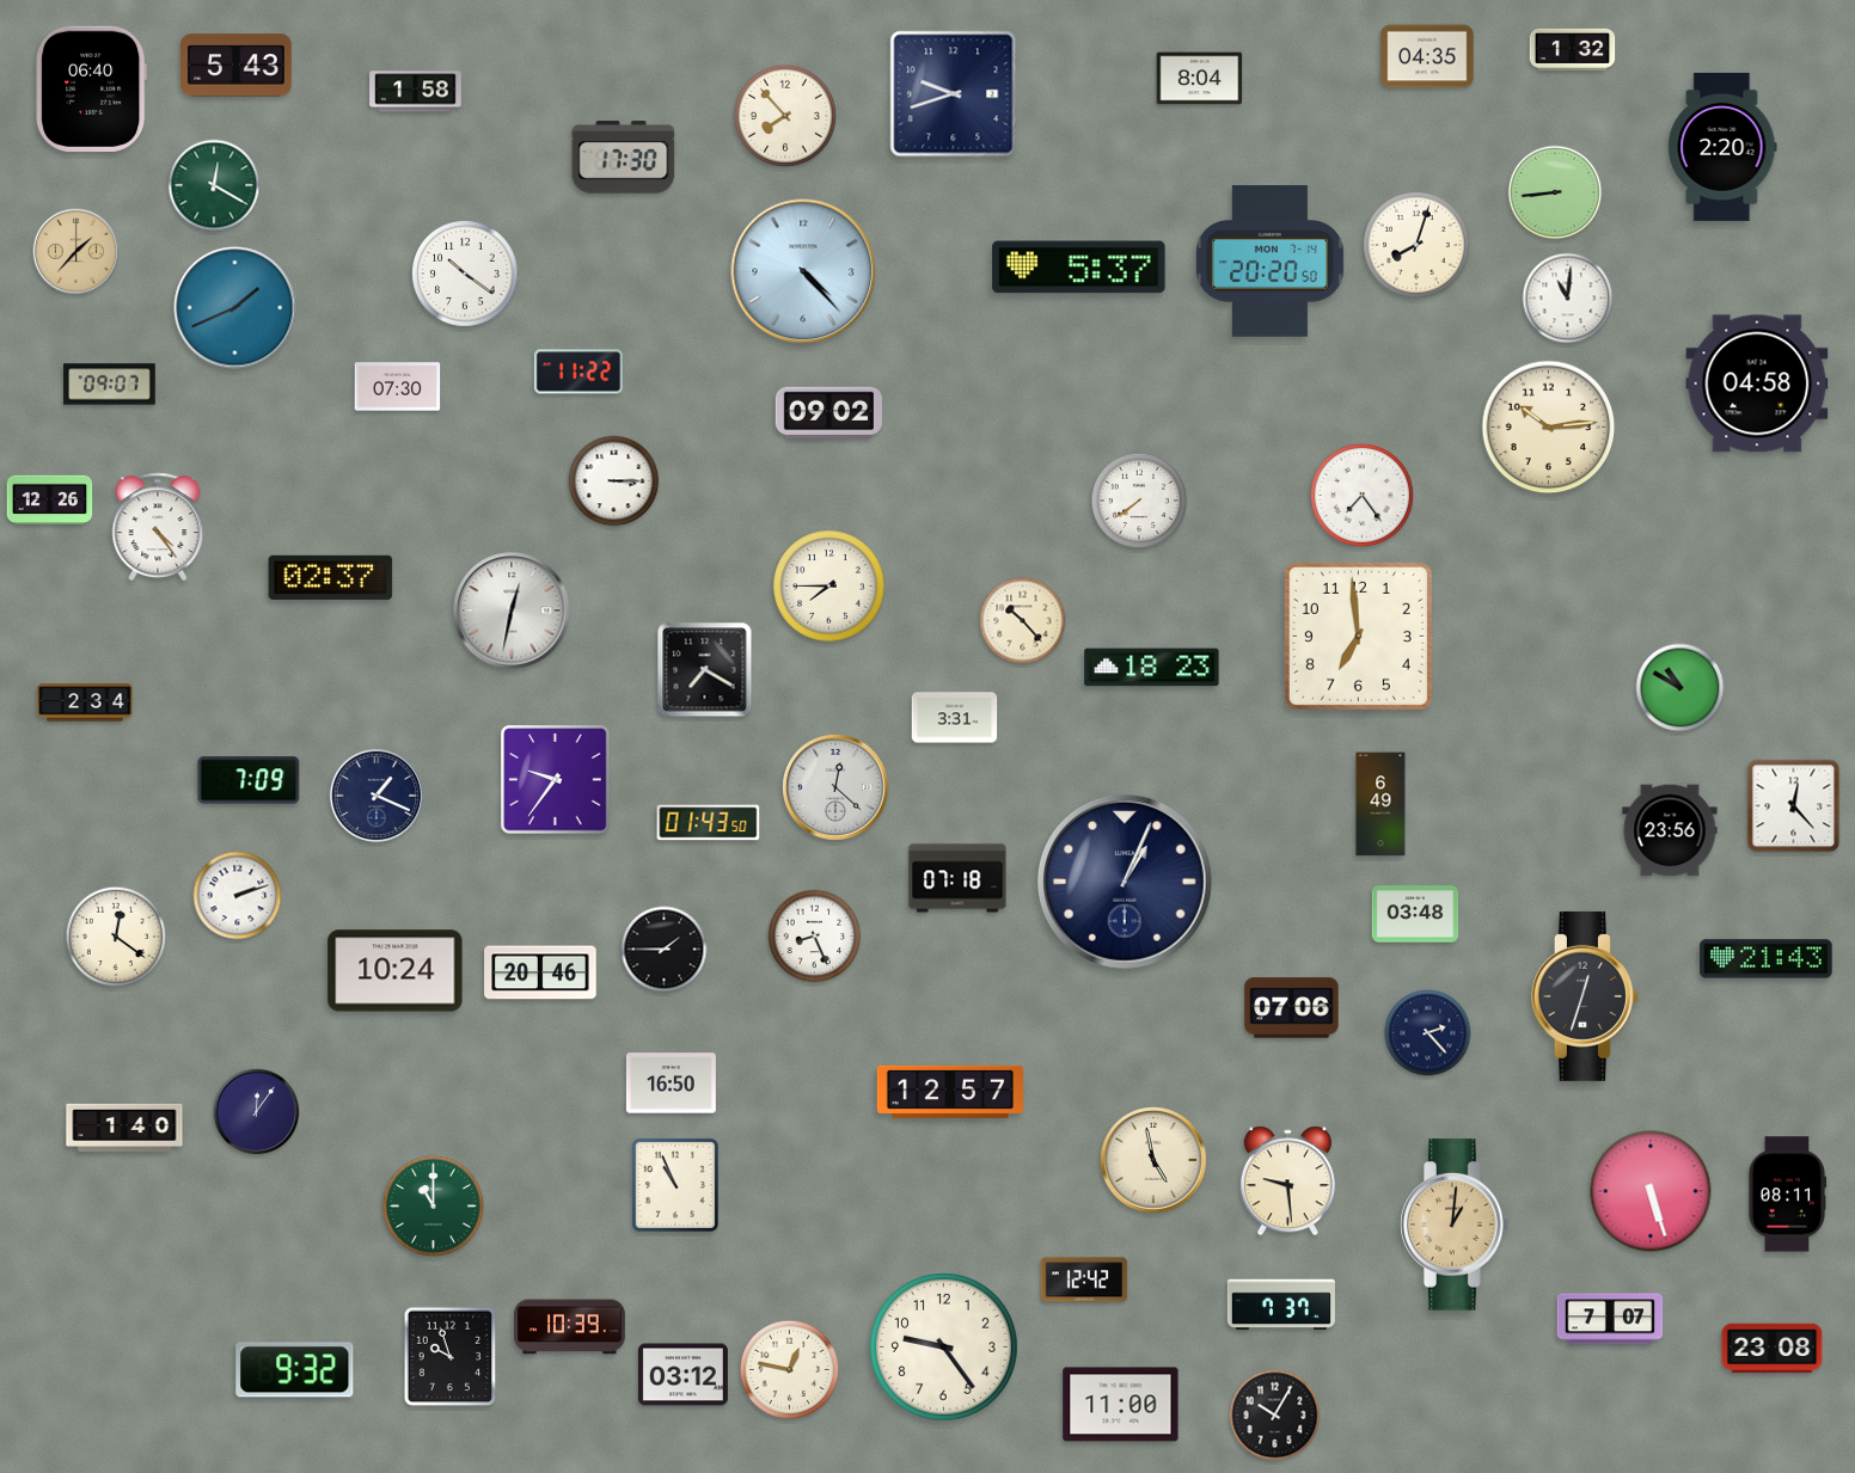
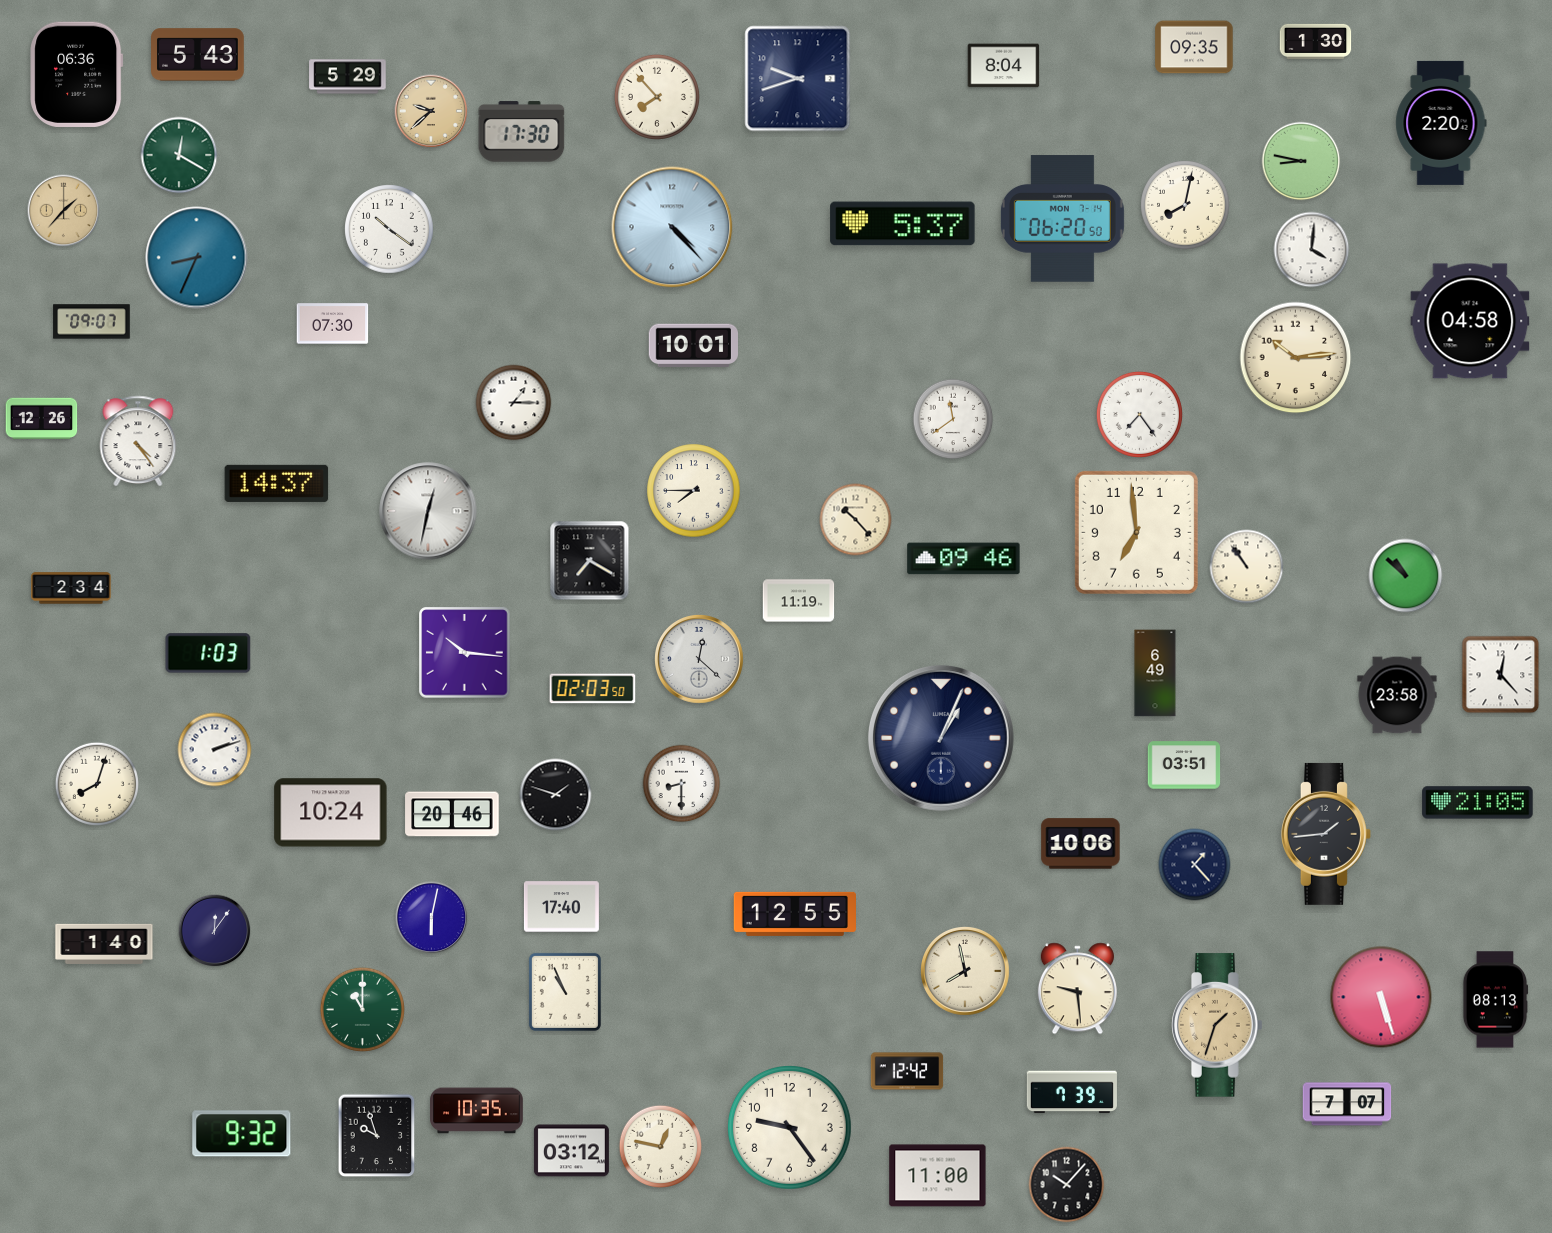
clock at (1573, 49): 1:32 -> 1:30
clock at (1427, 56): 04:35 -> 09:35
clock at (92, 88): 06:40 -> 06:36
clock at (416, 92): 1:58 -> 5:29
clock at (431, 111): none -> 9:38
clock at (1555, 192): 8:44 -> 8:47
clock at (1418, 246): 8:03 -> 8:02
clock at (1269, 262): 20:20 -> 06:20
clock at (1568, 299): 11:01 -> 4:01
clock at (235, 308): 1:41 -> 8:34
clock at (578, 372): 11:22 -> none
clock at (828, 413): 09:02 -> 10:01
clock at (614, 481): 3:15 -> 1:15
clock at (1139, 501): 7:39 -> 11:39
clock at (158, 527) position: (158, 527) -> (138, 441)
clock at (331, 577): 02:37 -> 14:37
clock at (1152, 668): 18:23 -> 09:46
clock at (1247, 567): none -> 10:54
clock at (1680, 688): 10:50 -> 10:52
clock at (955, 718): 3:31 -> 11:19
clock at (249, 780): 7:09 -> 1:03
clock at (556, 780): 9:36 -> 10:16
clock at (375, 794): 1:19 -> none
clock at (709, 823): 01:43 -> 02:03
clock at (1670, 830): 23:56 -> 23:58
clock at (957, 878): 07:18 -> none
clock at (238, 896) position: (238, 896) -> (215, 750)
clock at (1415, 914): 03:48 -> 03:51
clock at (116, 937): 12:21 -> 8:03
clock at (815, 937): 8:26 -> 8:30
clock at (665, 950): 1:45 -> 1:48
clock at (1767, 959): 21:43 -> 21:05
clock at (1585, 996): 12:33 -> 1:44
clock at (1292, 1008): 07:06 -> 10:06
clock at (1428, 1033): 2:23 -> 1:23
clock at (671, 1084): 16:50 -> 17:40
clock at (949, 1092): 12:57 -> 12:55
clock at (432, 918): none -> 6:02
clock at (1155, 1161): 4:58 -> 7:58
clock at (1787, 1195): 08:11 -> 08:13
clock at (1456, 1225): 1:01 -> 1:33
clock at (1281, 1305): 7:37 -> 7:39
clock at (570, 1327): 10:39 -> 10:35
clock at (1773, 1349): 23:08 -> none
clock at (295, 1370) position: (295, 1370) -> (242, 1134)
clock at (1275, 1416): 10:05 -> 10:07
